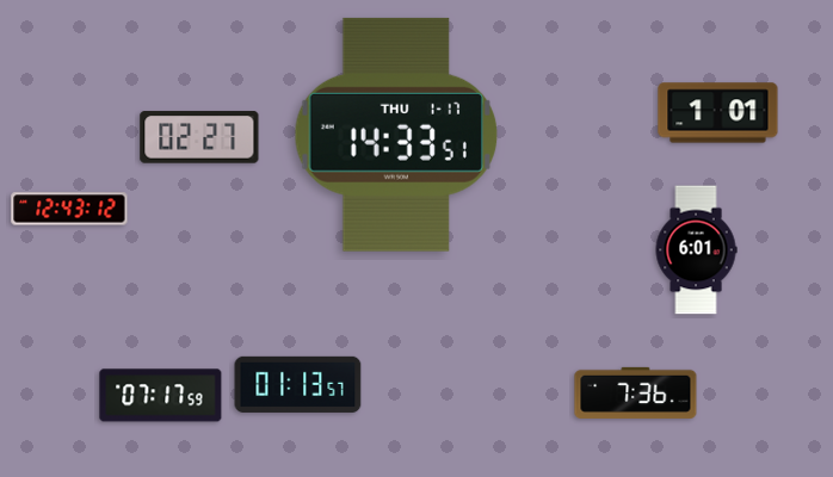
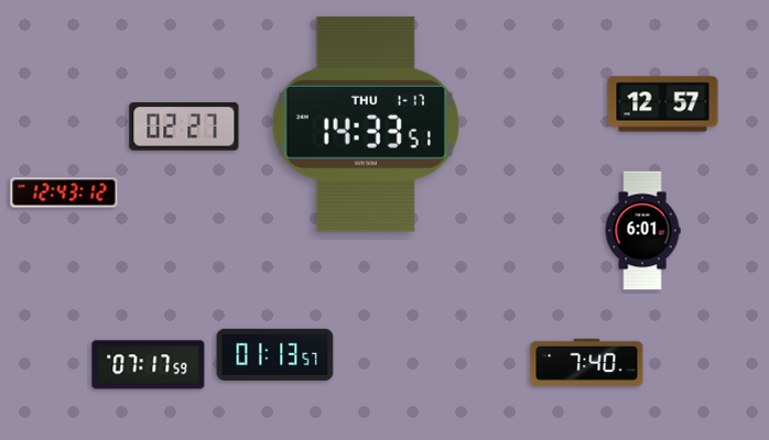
clock at (718, 113): 1:01 -> 12:57
clock at (636, 392): 7:36 -> 7:40
